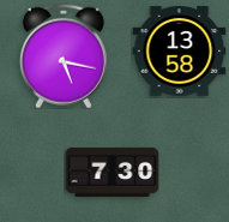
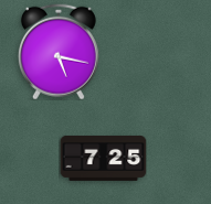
clock at (179, 52): 13:58 -> none
clock at (112, 173): 7:30 -> 7:25
